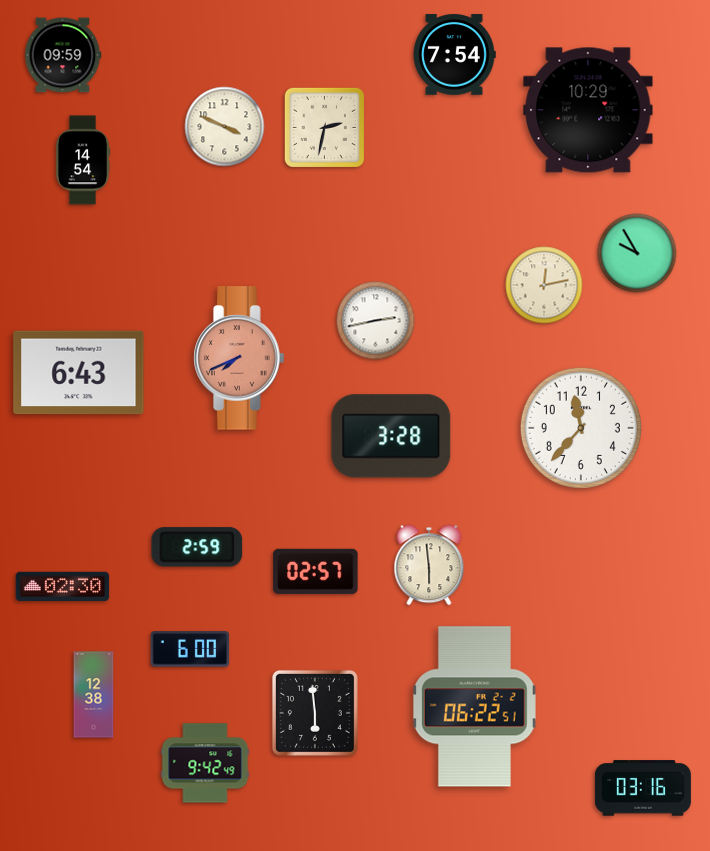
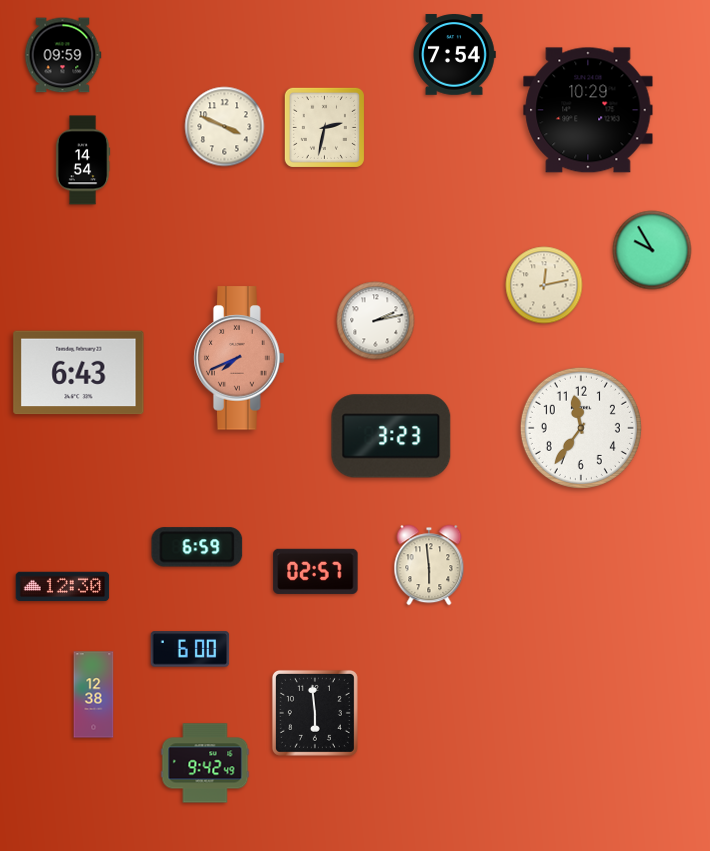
clock at (637, 253) position: (637, 253) -> (652, 250)
clock at (376, 321): 2:43 -> 2:13
clock at (581, 428): 11:37 -> 11:36
clock at (391, 436): 3:28 -> 3:23
clock at (197, 547): 2:59 -> 6:59
clock at (63, 587): 02:30 -> 12:30
clock at (474, 707): 06:22 -> none
clock at (643, 788): 03:16 -> none
